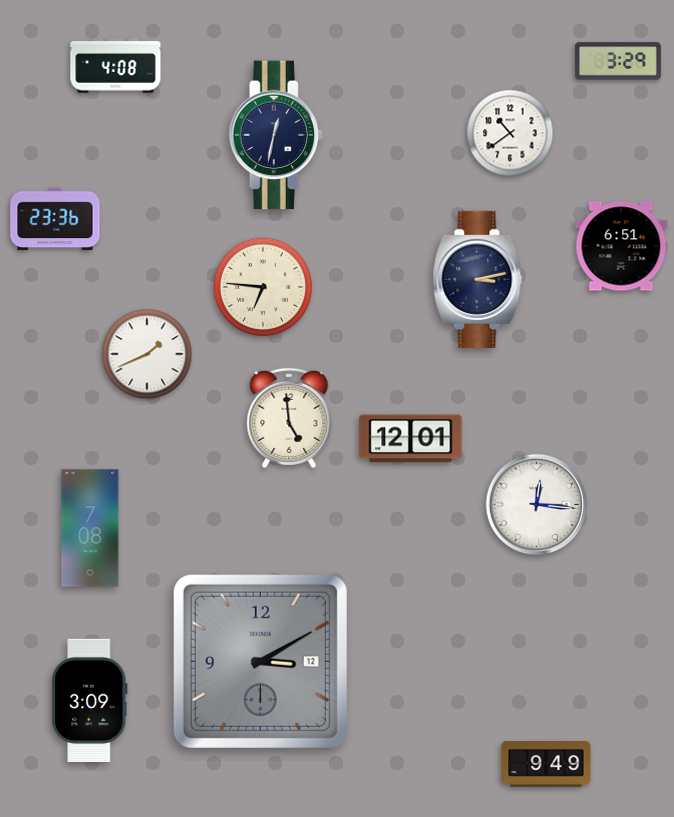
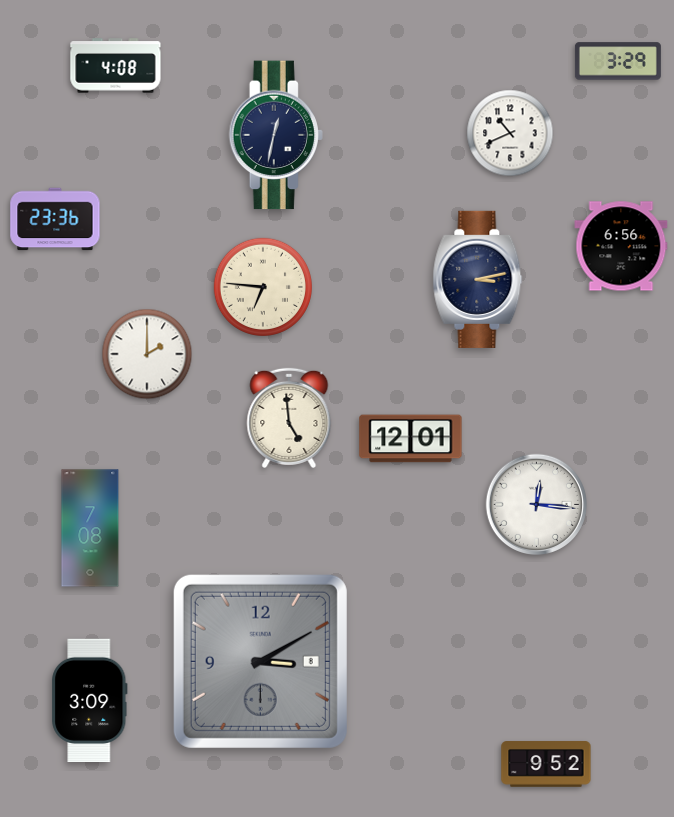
clock at (510, 133): 10:39 -> 10:41
clock at (621, 246): 6:51 -> 6:56
clock at (147, 354): 1:41 -> 2:00
clock at (260, 661) date: 12 -> 8
clock at (546, 764): 9:49 -> 9:52
